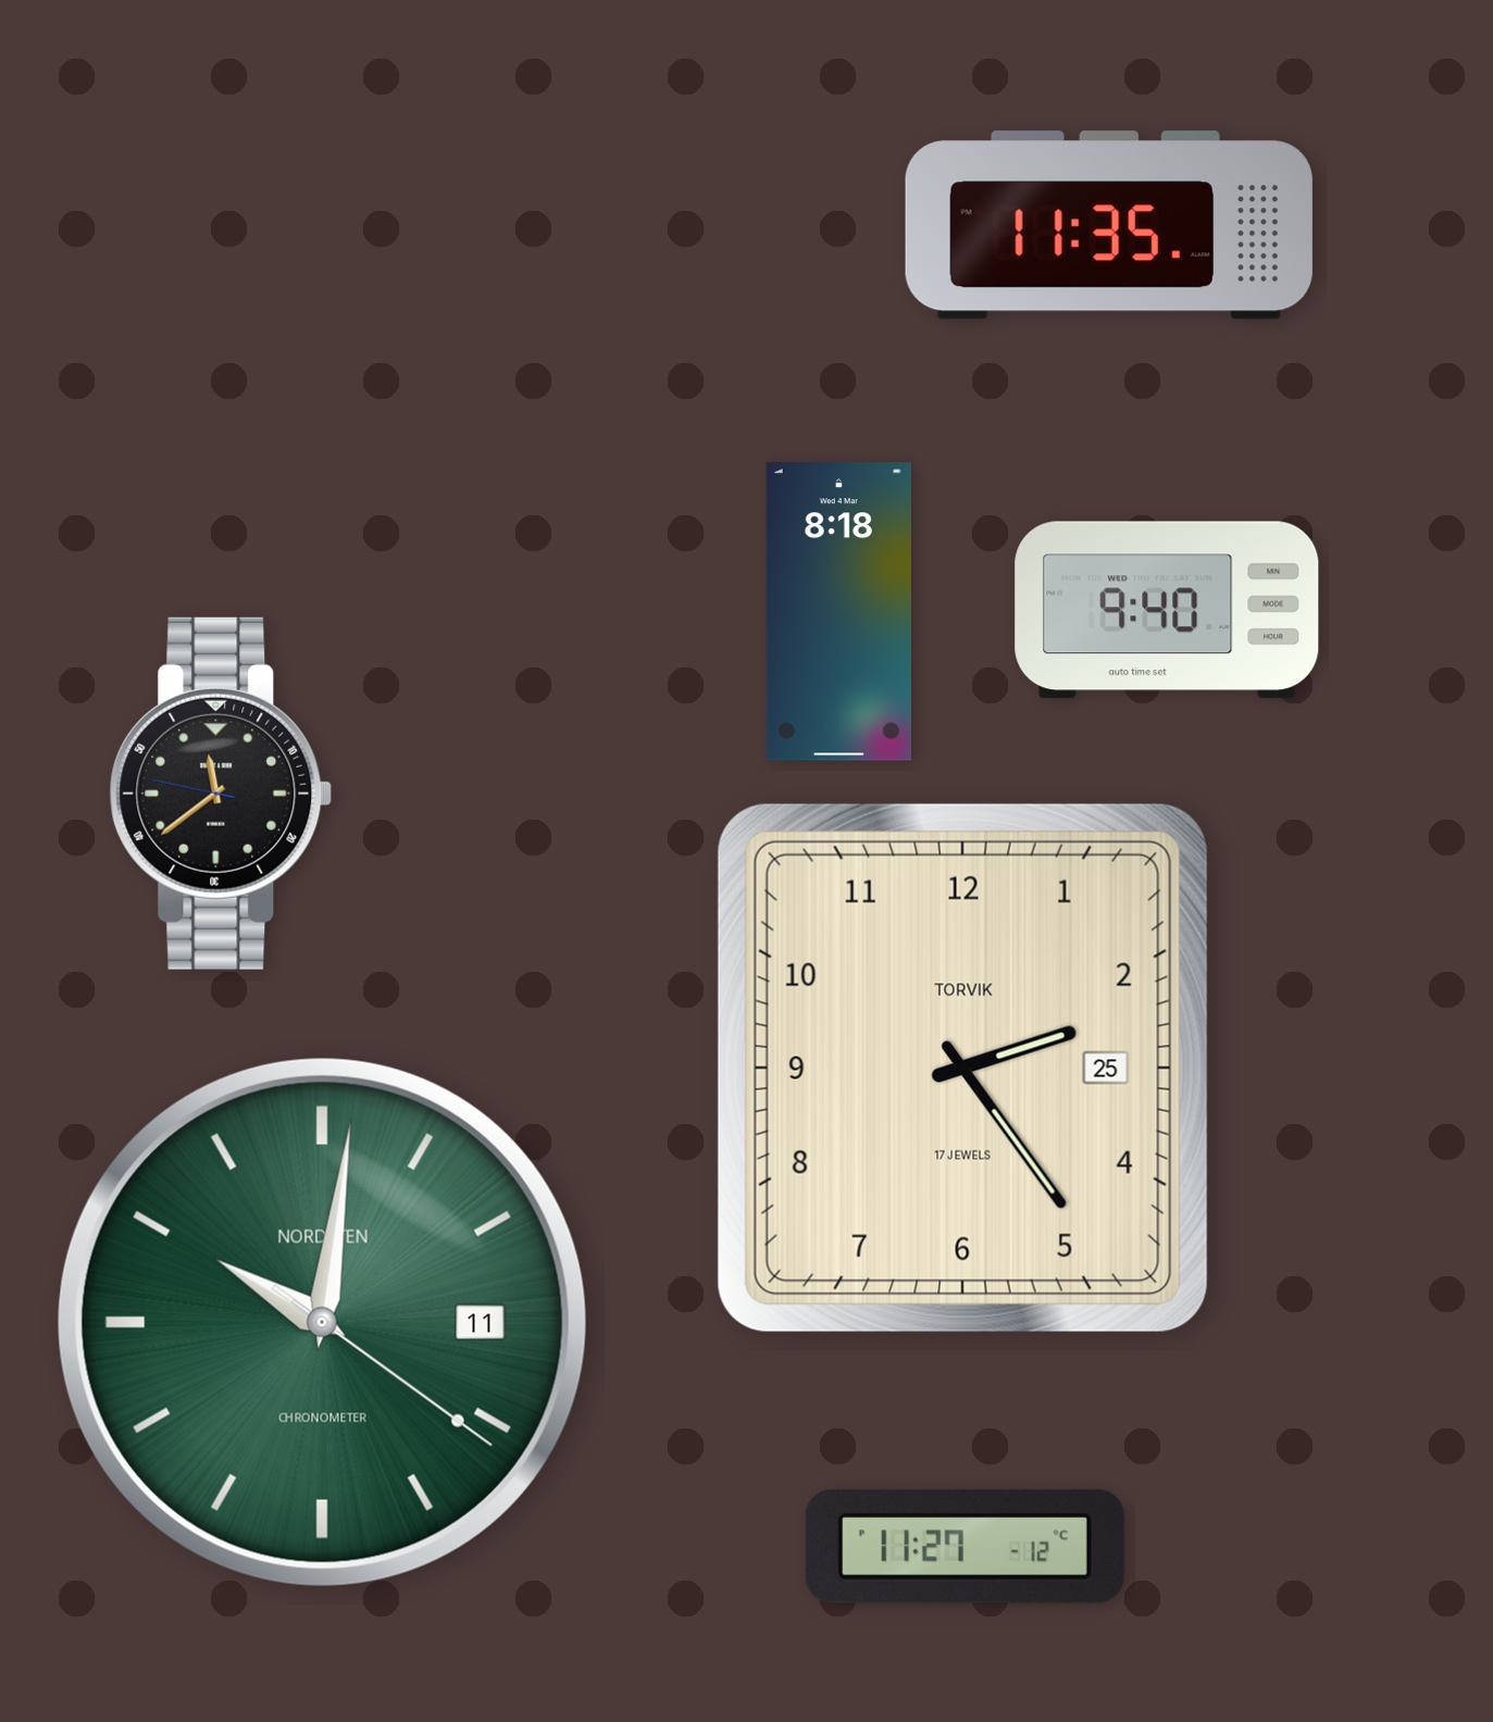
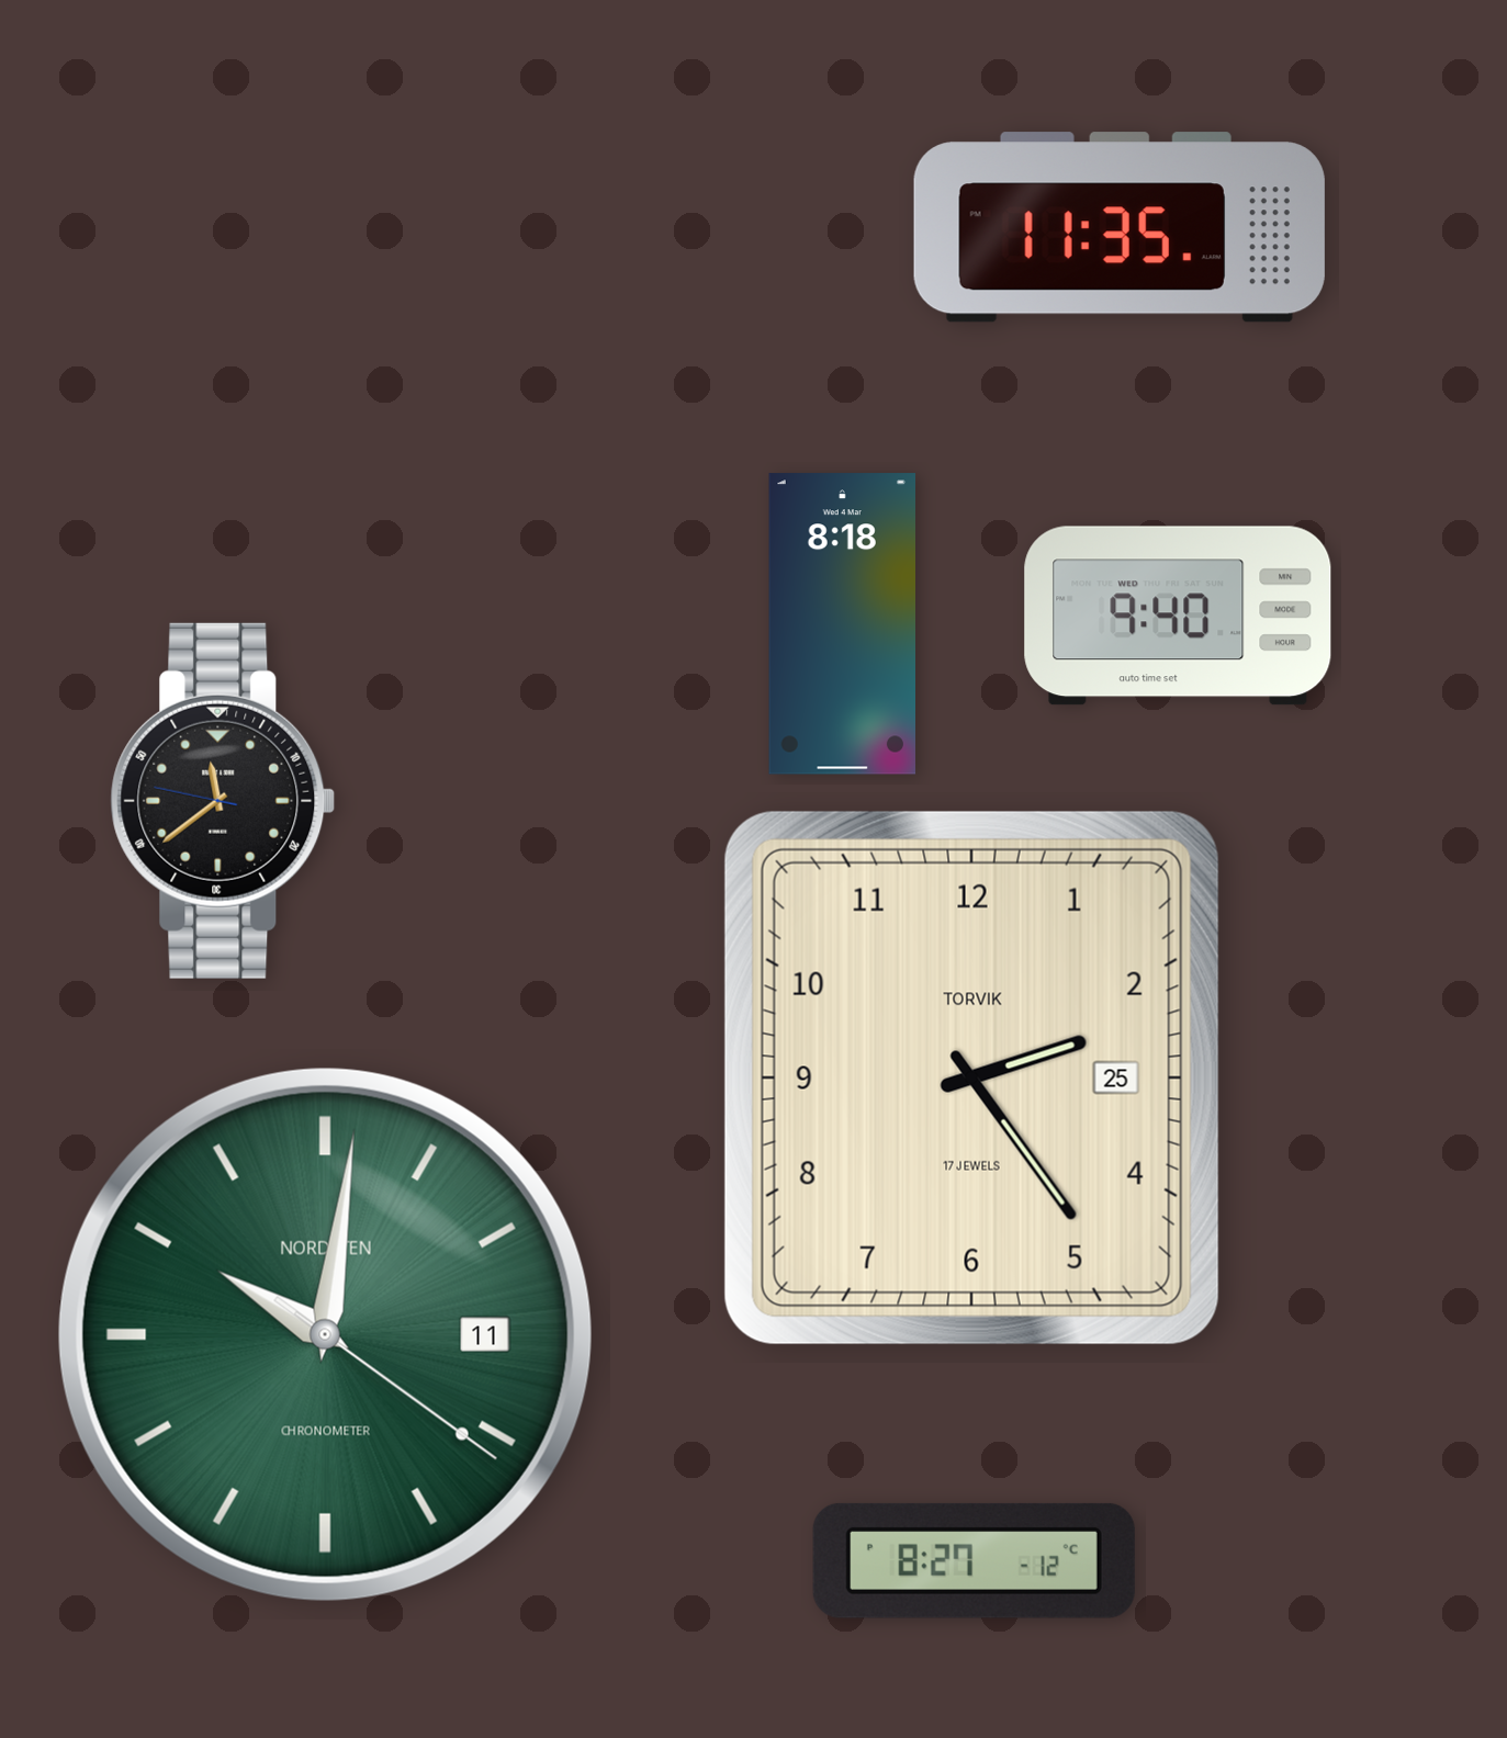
clock at (838, 612) position: (838, 612) -> (842, 624)
clock at (965, 1546): 11:27 -> 8:27
